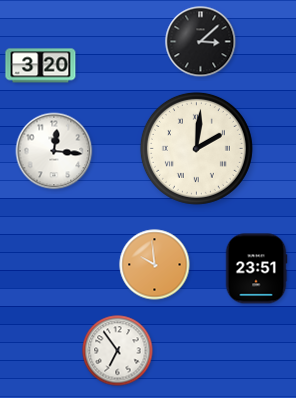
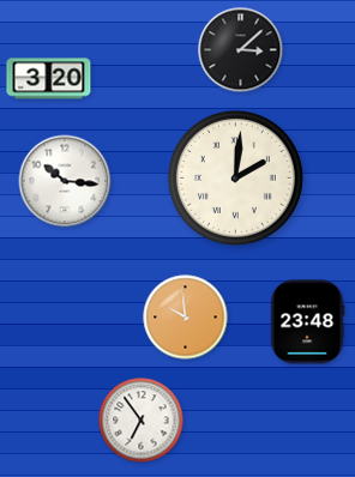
clock at (54, 151): 12:16 -> 10:16
clock at (256, 269): 23:51 -> 23:48
